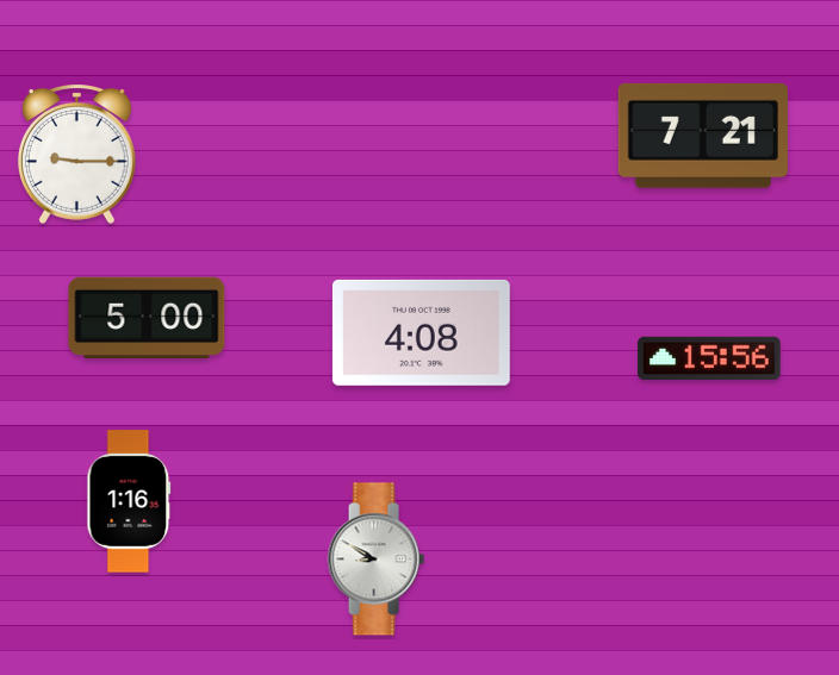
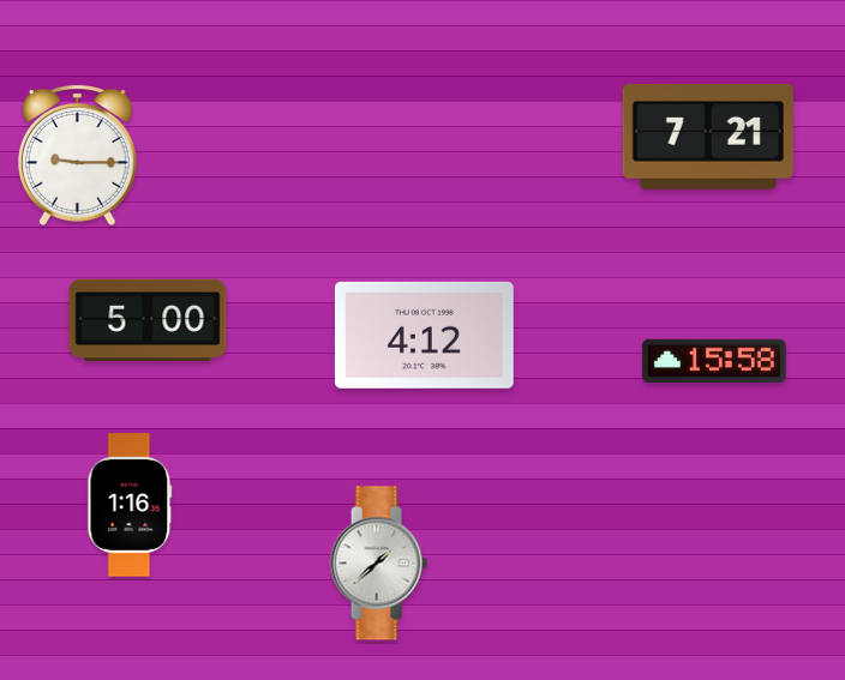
clock at (421, 332): 4:08 -> 4:12
clock at (709, 357): 15:56 -> 15:58
clock at (375, 560): 8:50 -> 1:38
